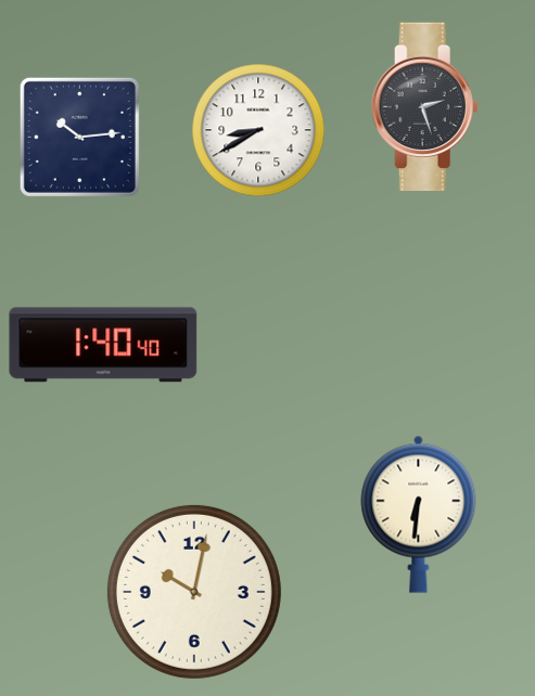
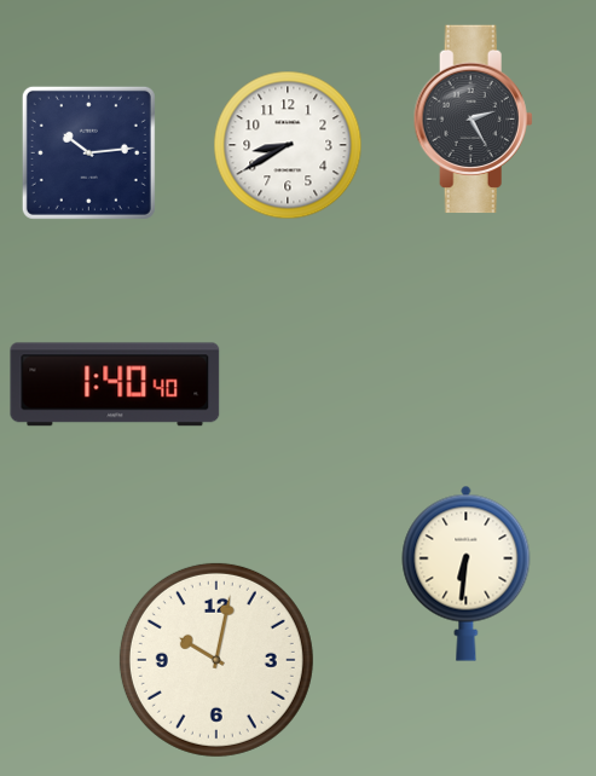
clock at (424, 107): 2:27 -> 2:25
